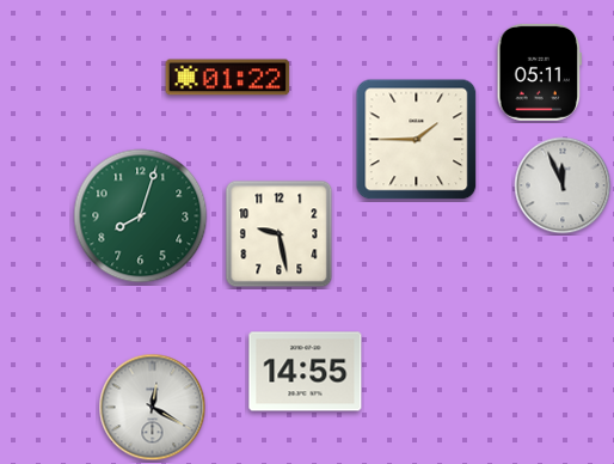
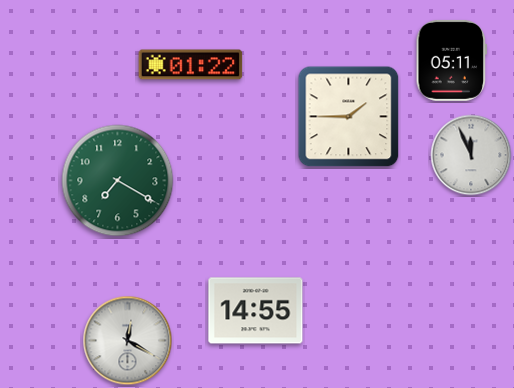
clock at (141, 216): 8:03 -> 7:20
clock at (280, 234): 9:28 -> none
